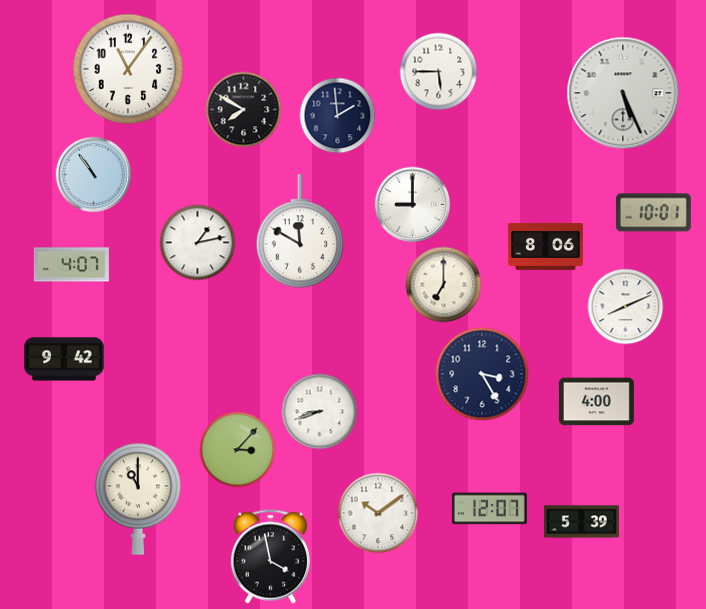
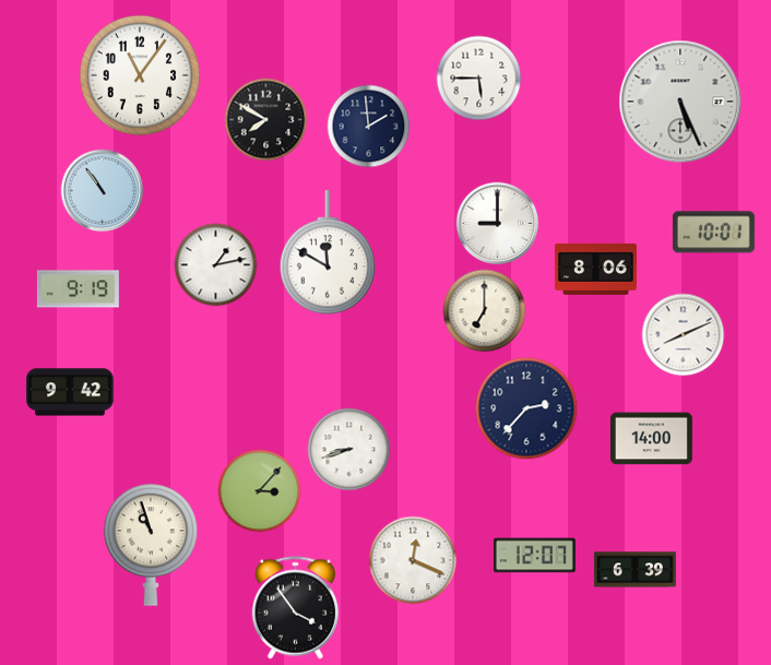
clock at (413, 205) position: (413, 205) -> (498, 224)
clock at (71, 265): 4:07 -> 9:19
clock at (482, 374): 3:25 -> 2:37
clock at (596, 402): 4:00 -> 14:00
clock at (138, 499): 11:00 -> 10:57
clock at (378, 513): 10:09 -> 12:19
clock at (581, 522): 5:39 -> 6:39
clock at (270, 557): 3:58 -> 3:54
